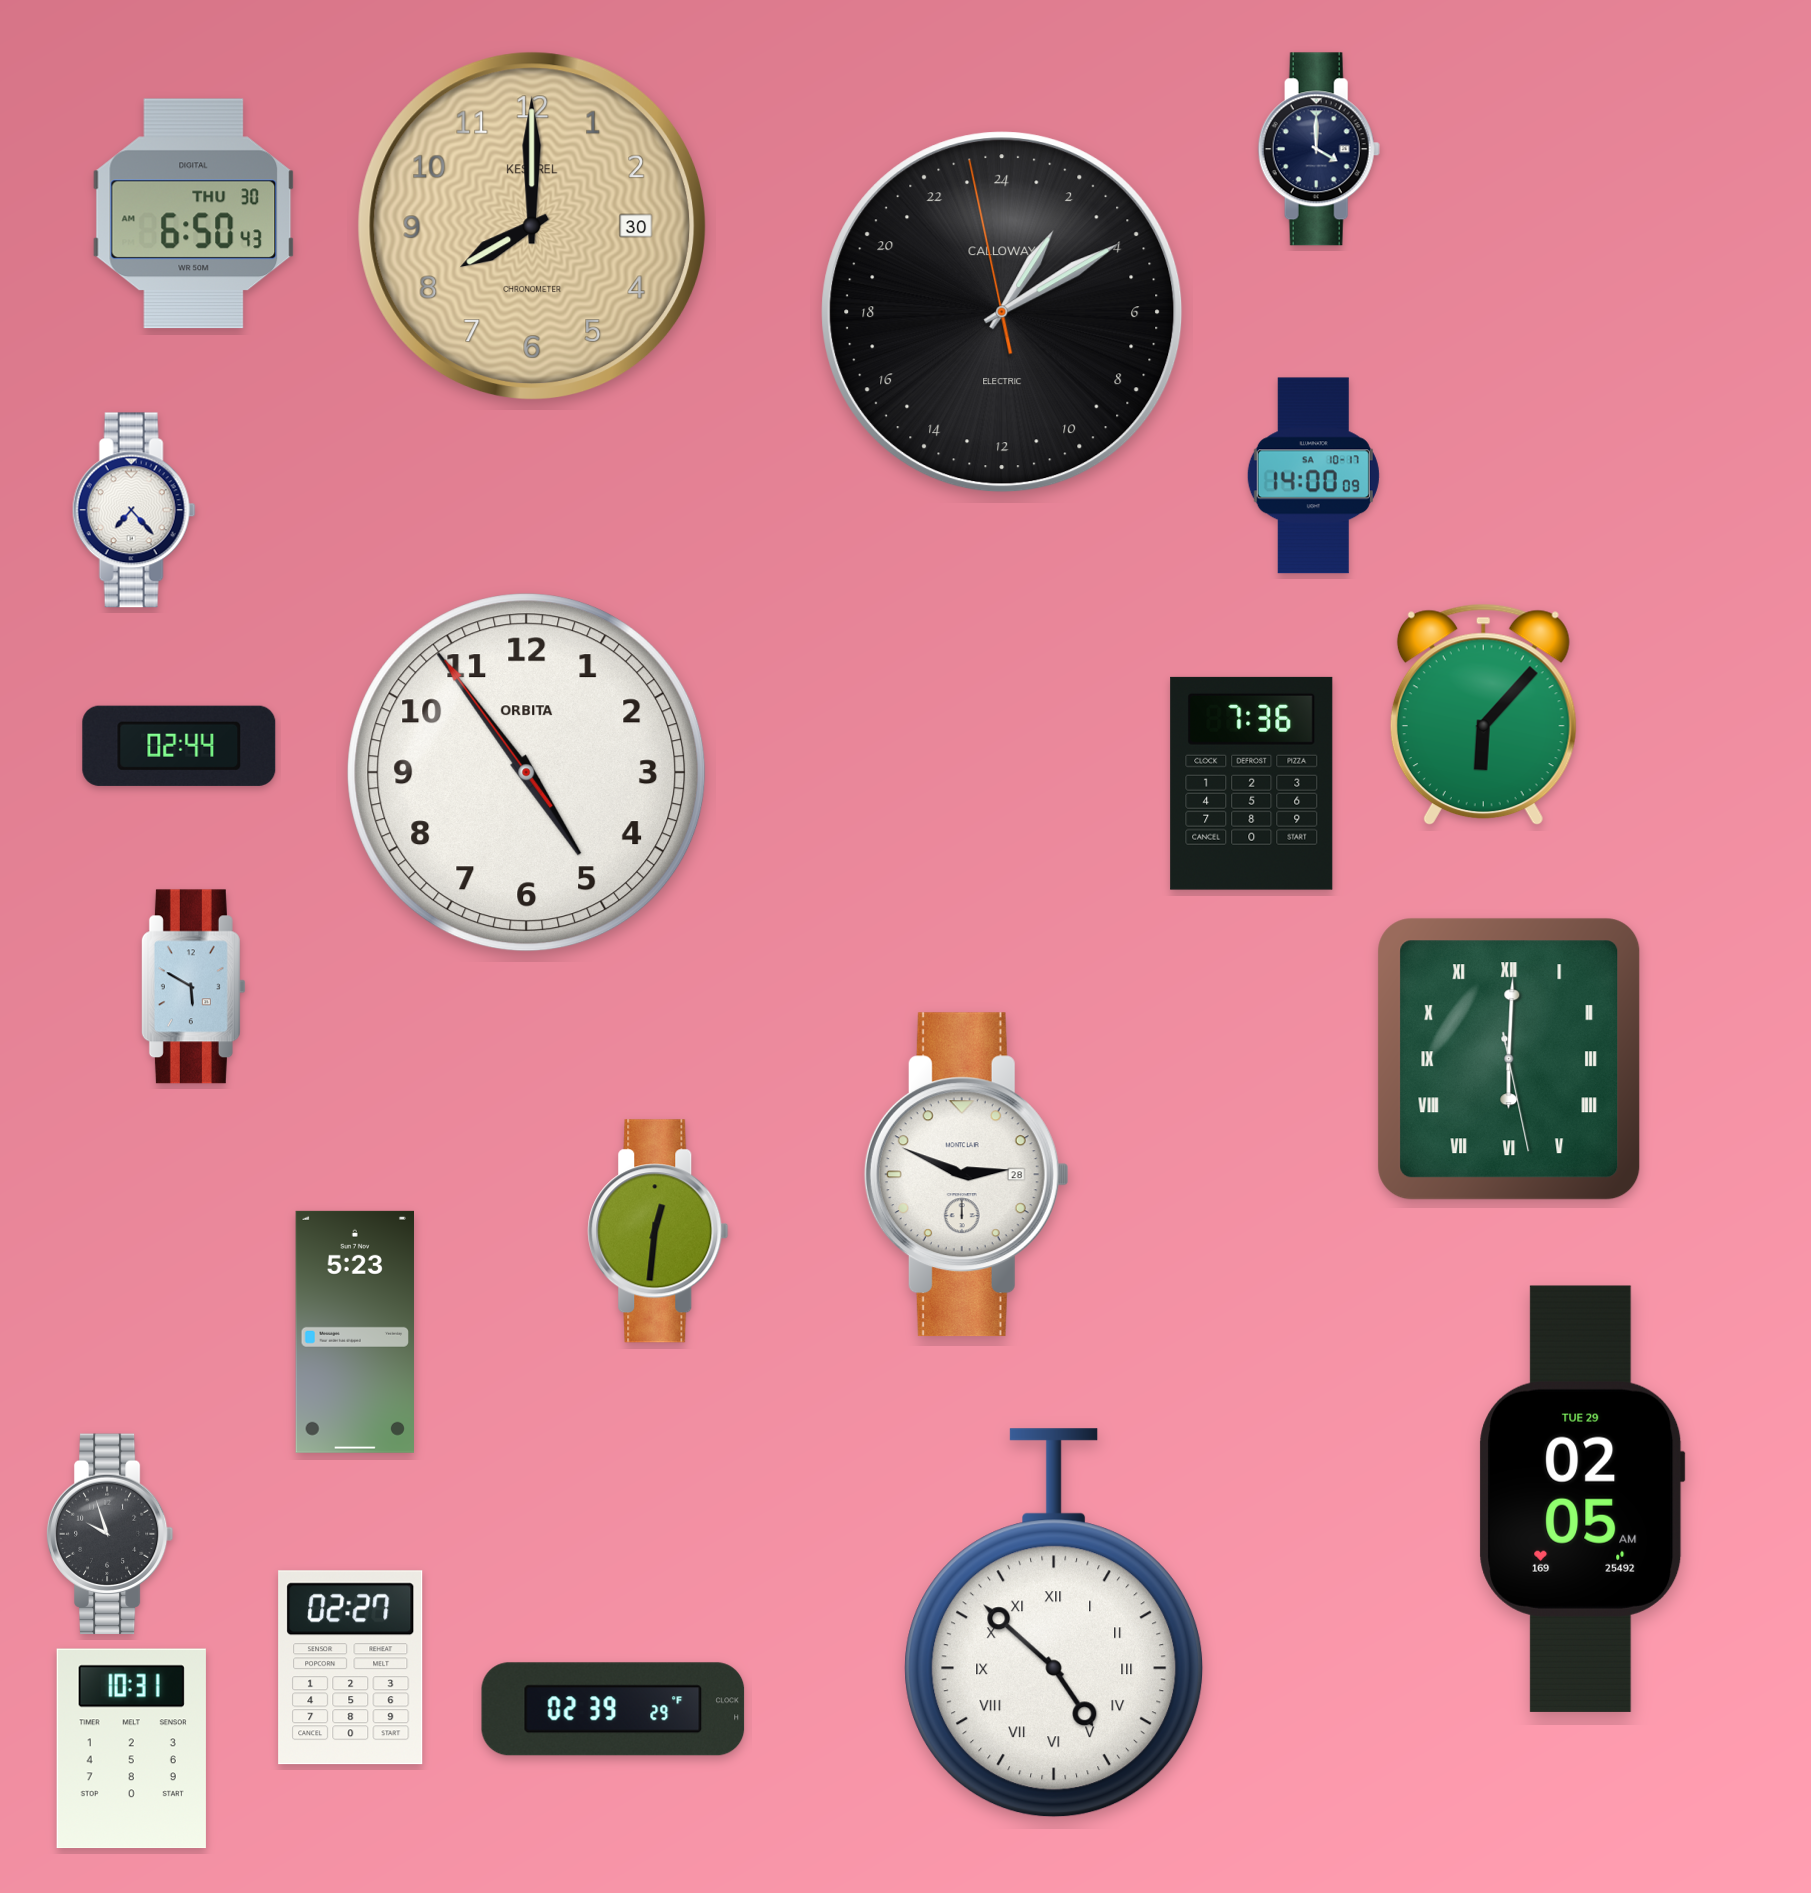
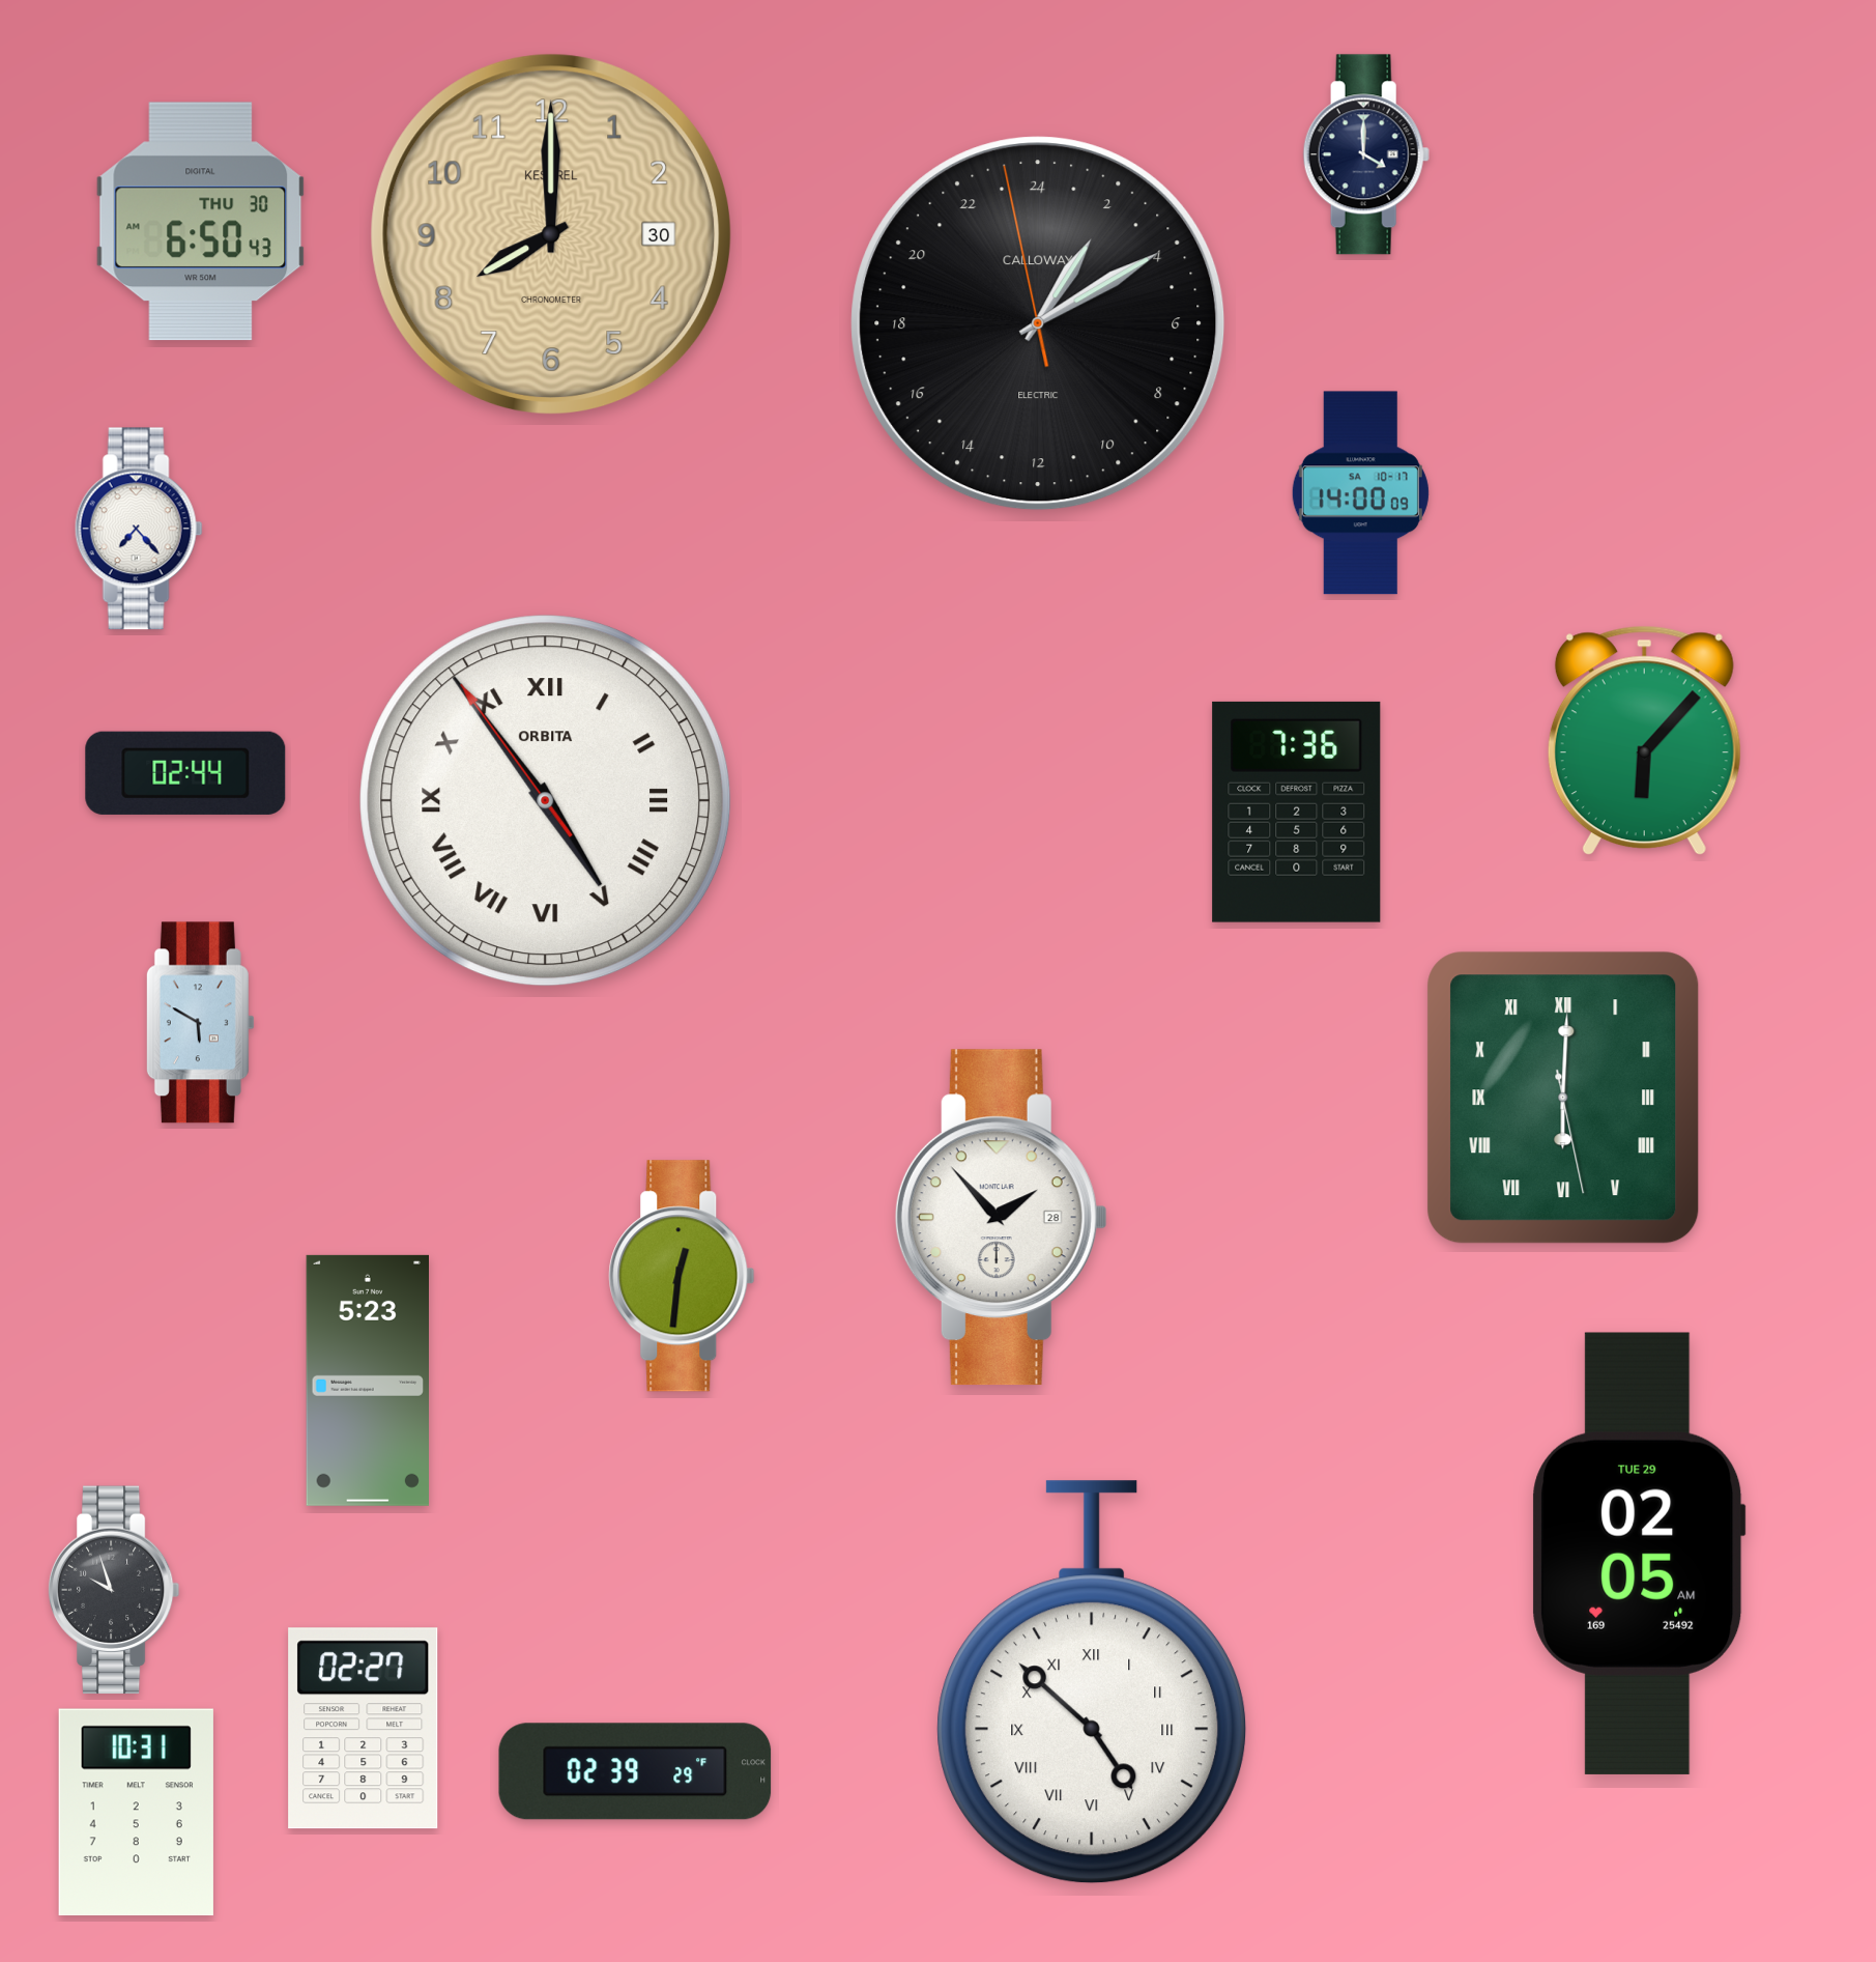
clock at (1483, 715) position: (1483, 715) -> (1644, 741)
clock at (527, 773) numerals: Arabic -> Roman
clock at (966, 1175): 2:49 -> 1:53
